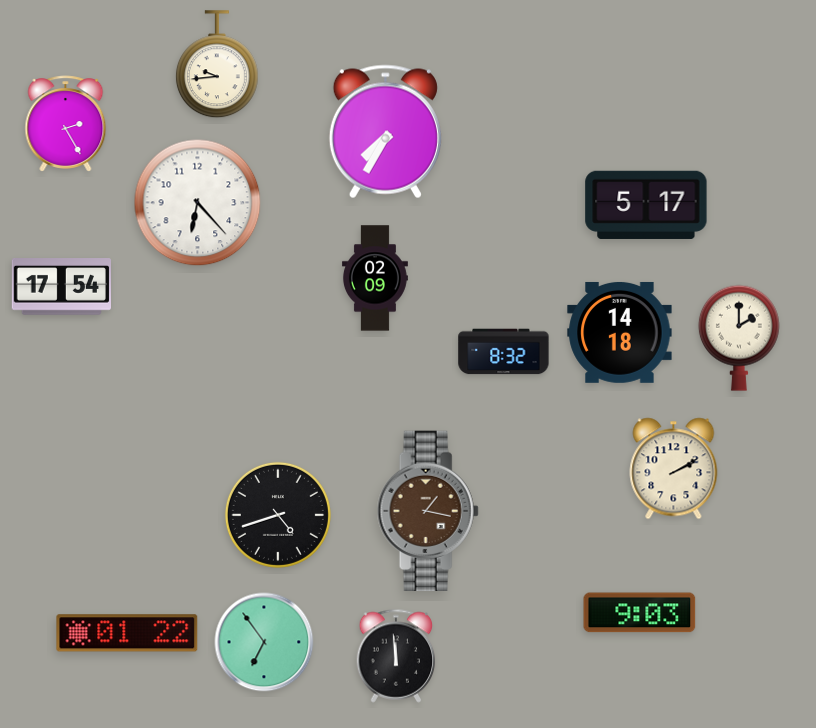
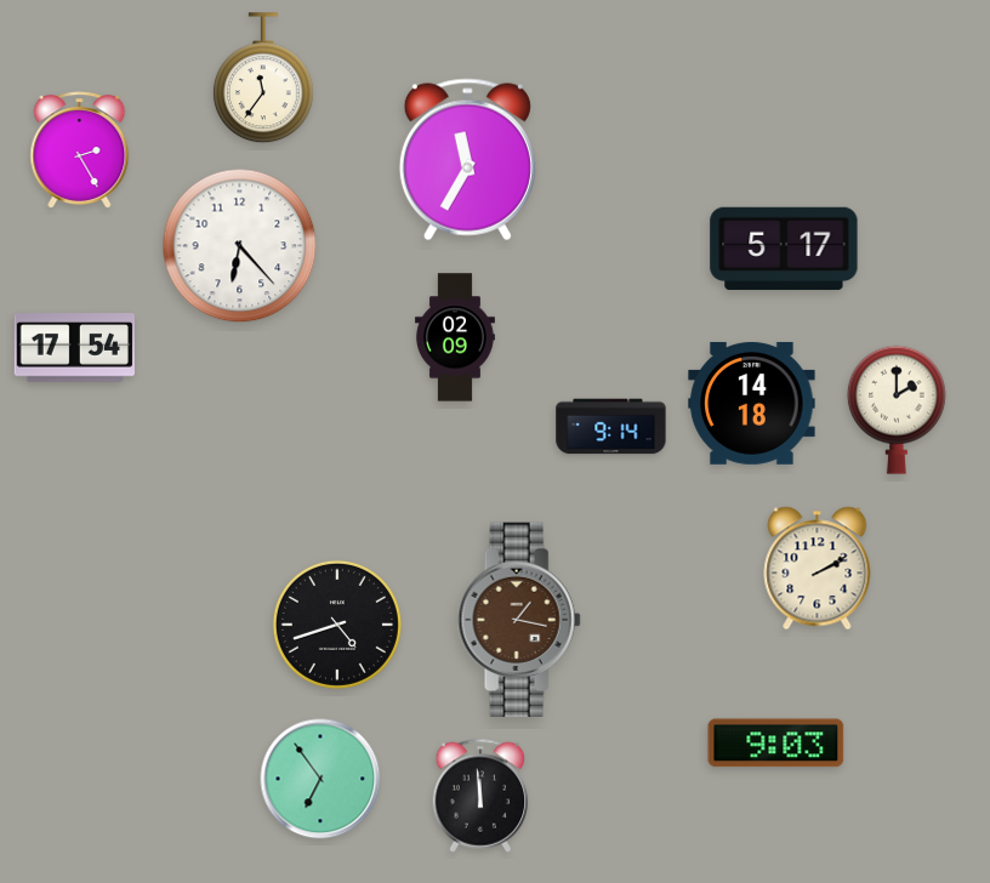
clock at (217, 65): 9:44 -> 11:36
clock at (385, 132): 7:35 -> 11:35
clock at (504, 352): 8:32 -> 9:14
clock at (127, 633): 01:22 -> none
